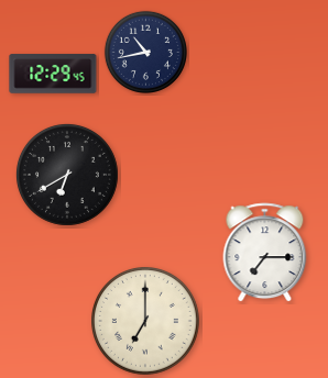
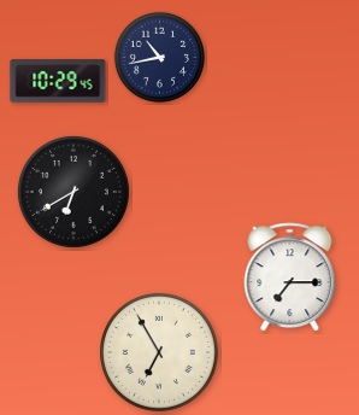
clock at (53, 74): 12:29 -> 10:29
clock at (146, 322): 7:00 -> 6:55
